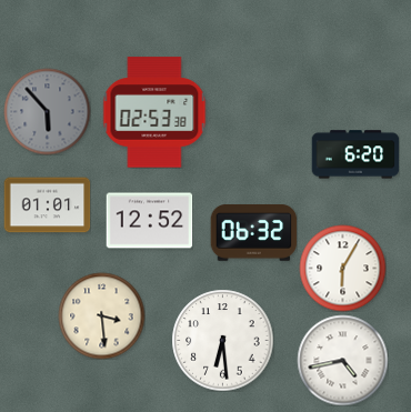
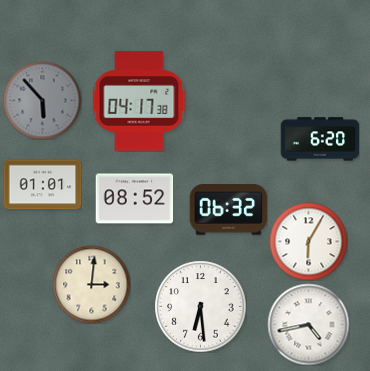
clock at (154, 112): 02:53 -> 04:17
clock at (149, 221): 12:52 -> 08:52
clock at (101, 315): 3:29 -> 3:01
